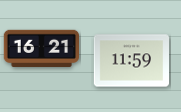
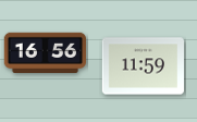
clock at (41, 48): 16:21 -> 16:56
